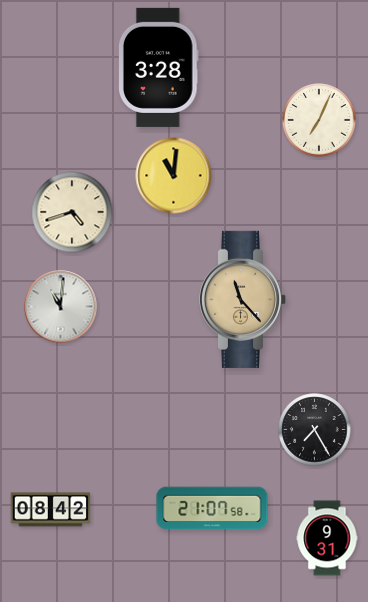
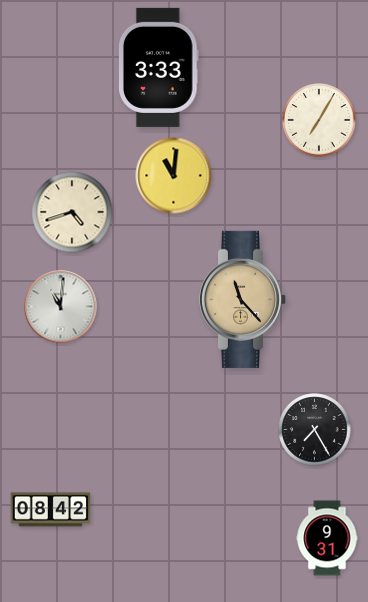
clock at (159, 67): 3:28 -> 3:33
clock at (319, 120): 7:04 -> 7:05
clock at (212, 508): 21:07 -> none
